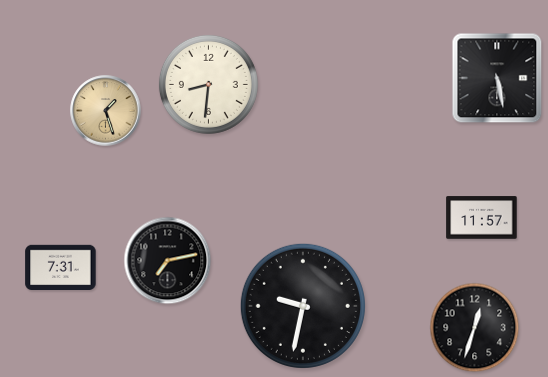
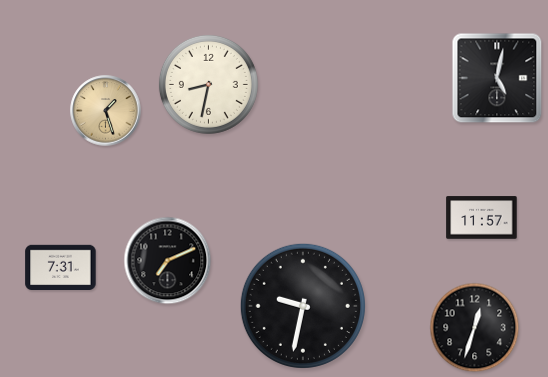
clock at (497, 78): 5:28 -> 5:02
clock at (208, 84): 8:31 -> 8:32
clock at (168, 261): 7:13 -> 7:11
